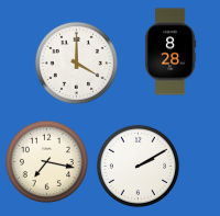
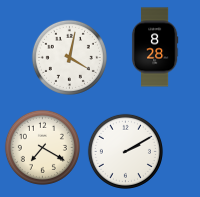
clock at (76, 62): 4:00 -> 4:02
clock at (46, 161): 7:17 -> 7:20
